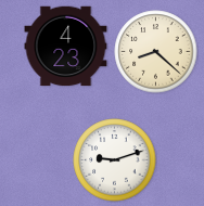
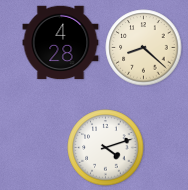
clock at (66, 47): 4:23 -> 4:28
clock at (115, 160): 9:12 -> 4:12
